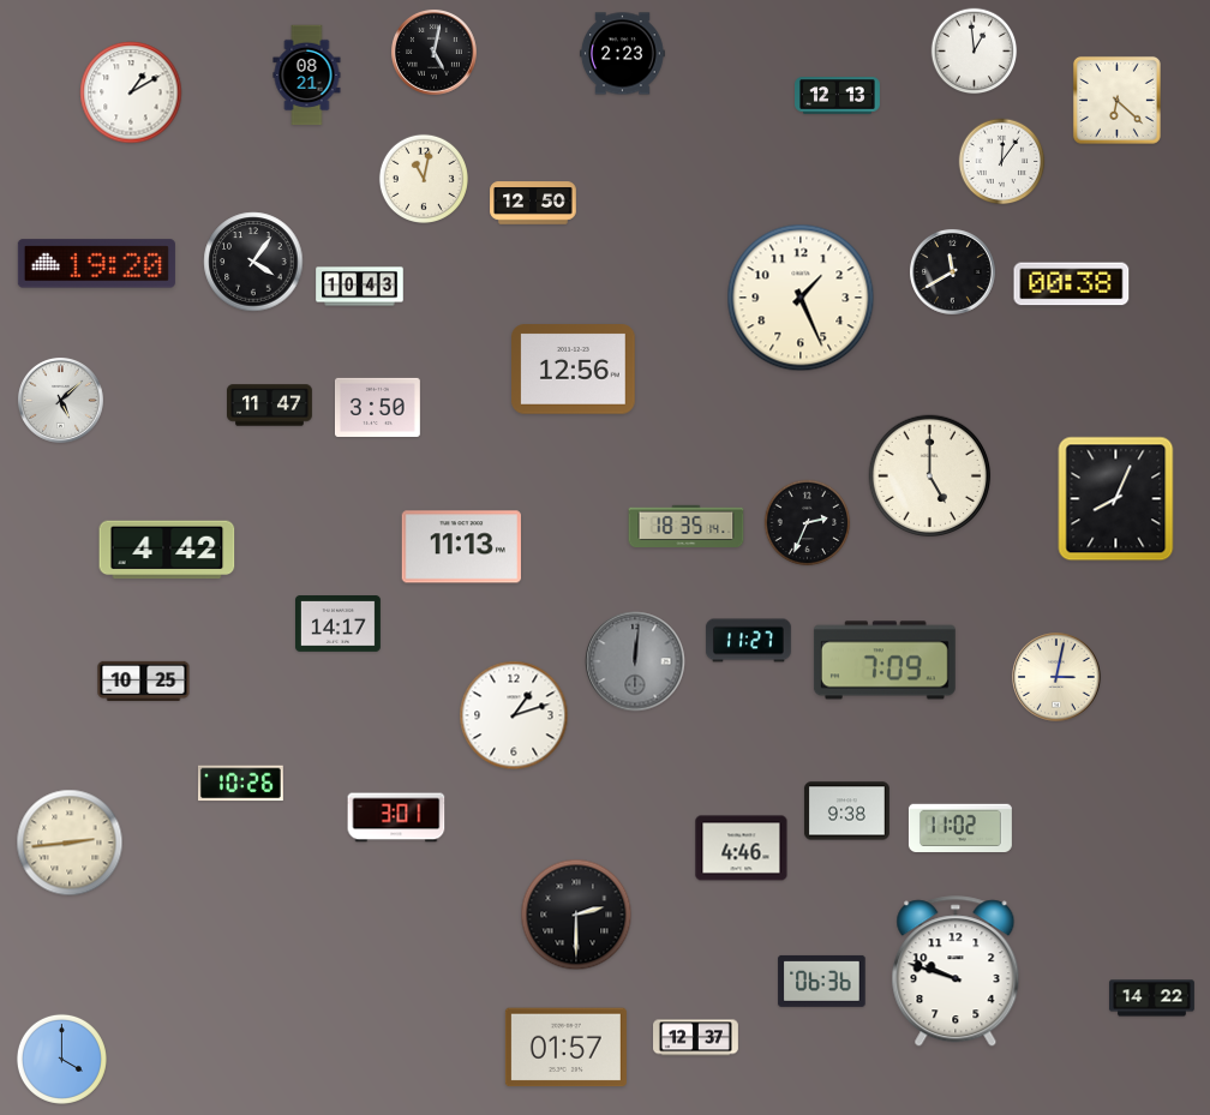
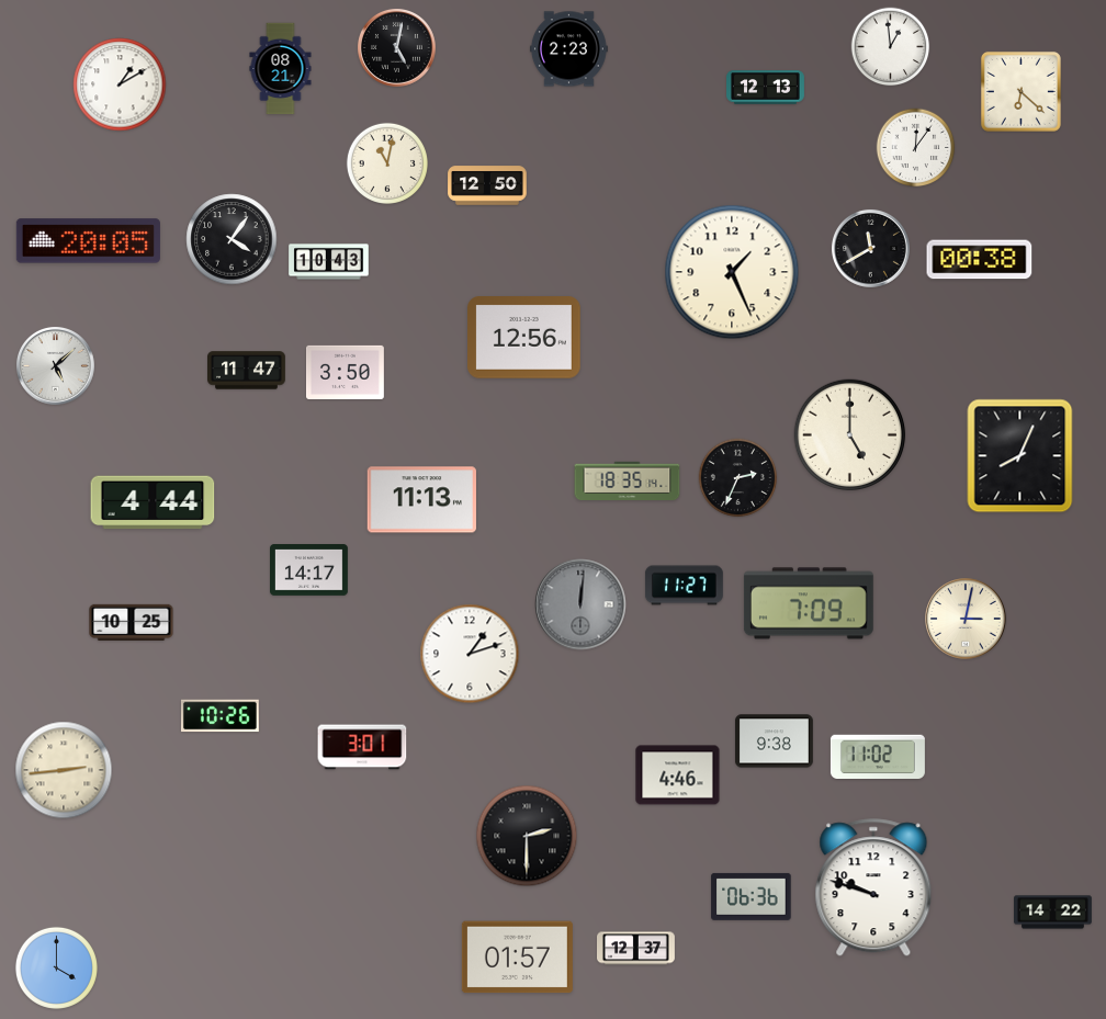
clock at (96, 264): 19:20 -> 20:05
clock at (167, 550): 4:42 -> 4:44
